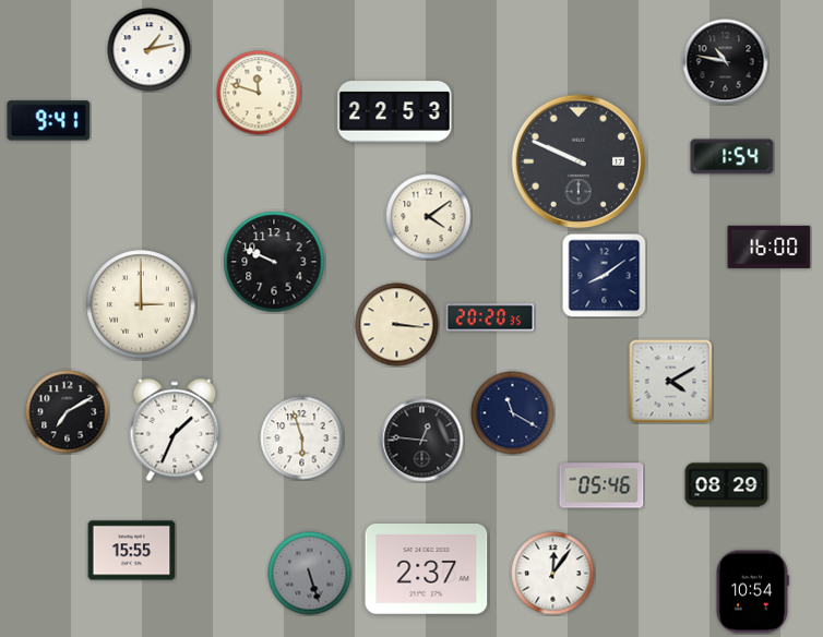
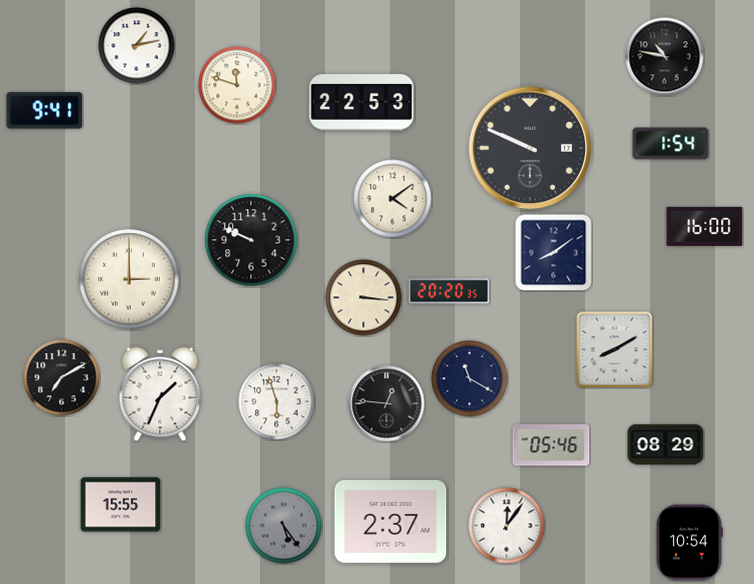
clock at (671, 382): 4:10 -> 8:10
clock at (310, 574): 5:27 -> 5:24
